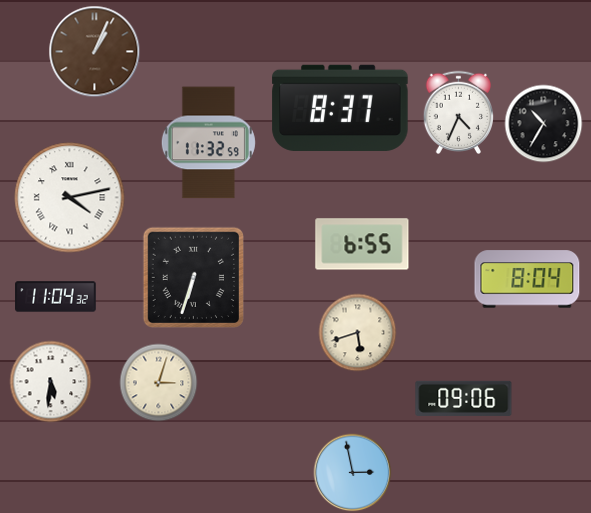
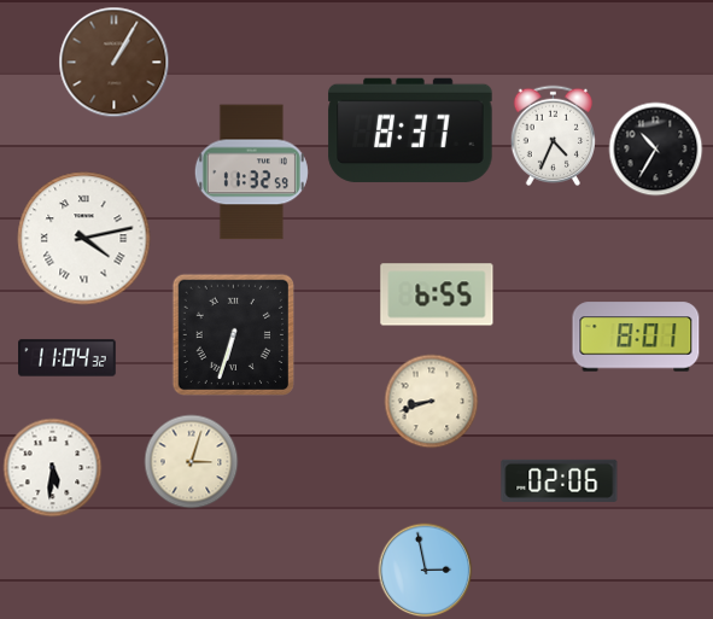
clock at (94, 51): 1:04 -> 1:05
clock at (527, 279): 8:04 -> 8:01
clock at (357, 332): 5:42 -> 8:42
clock at (50, 381) position: (50, 381) -> (52, 467)
clock at (464, 398): 09:06 -> 02:06
